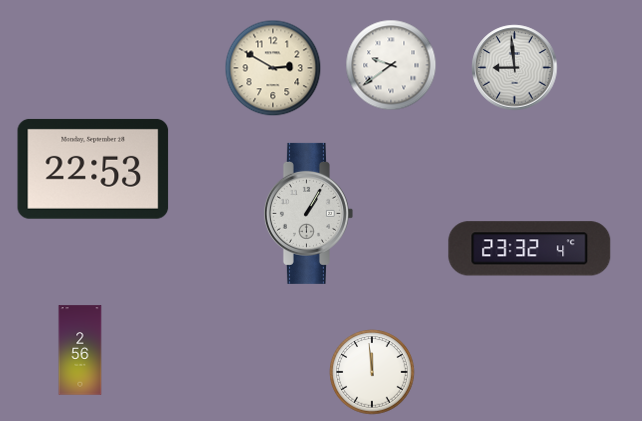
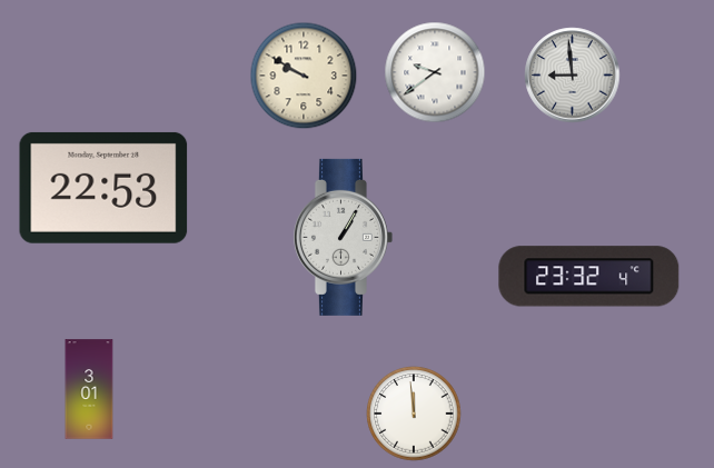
clock at (273, 68): 2:50 -> 9:50
clock at (80, 350): 2:56 -> 3:01
